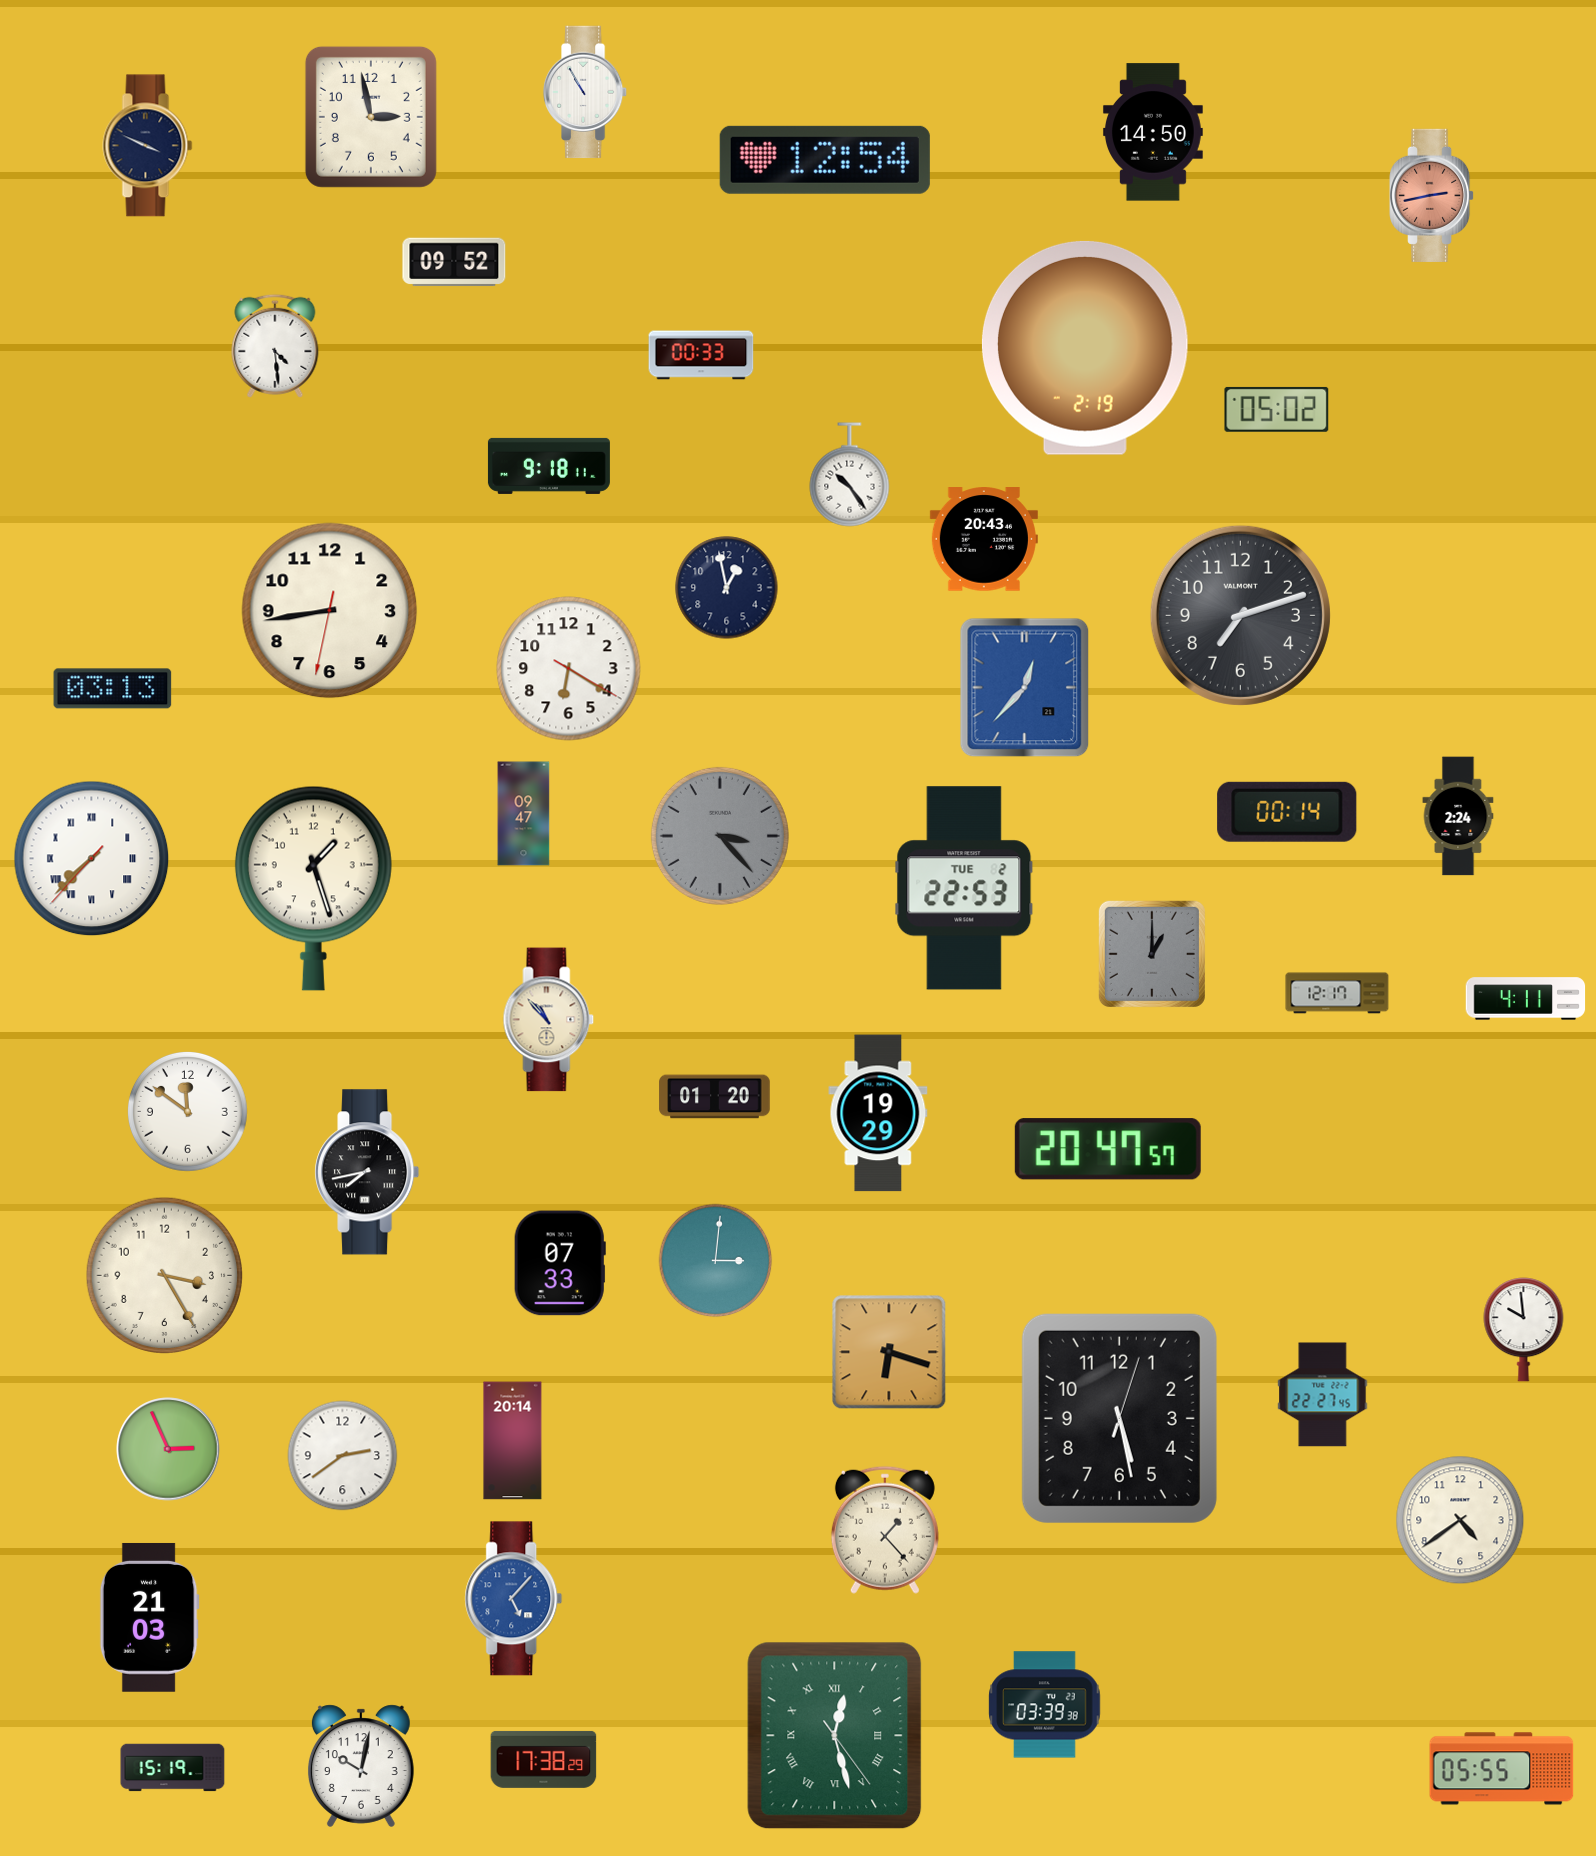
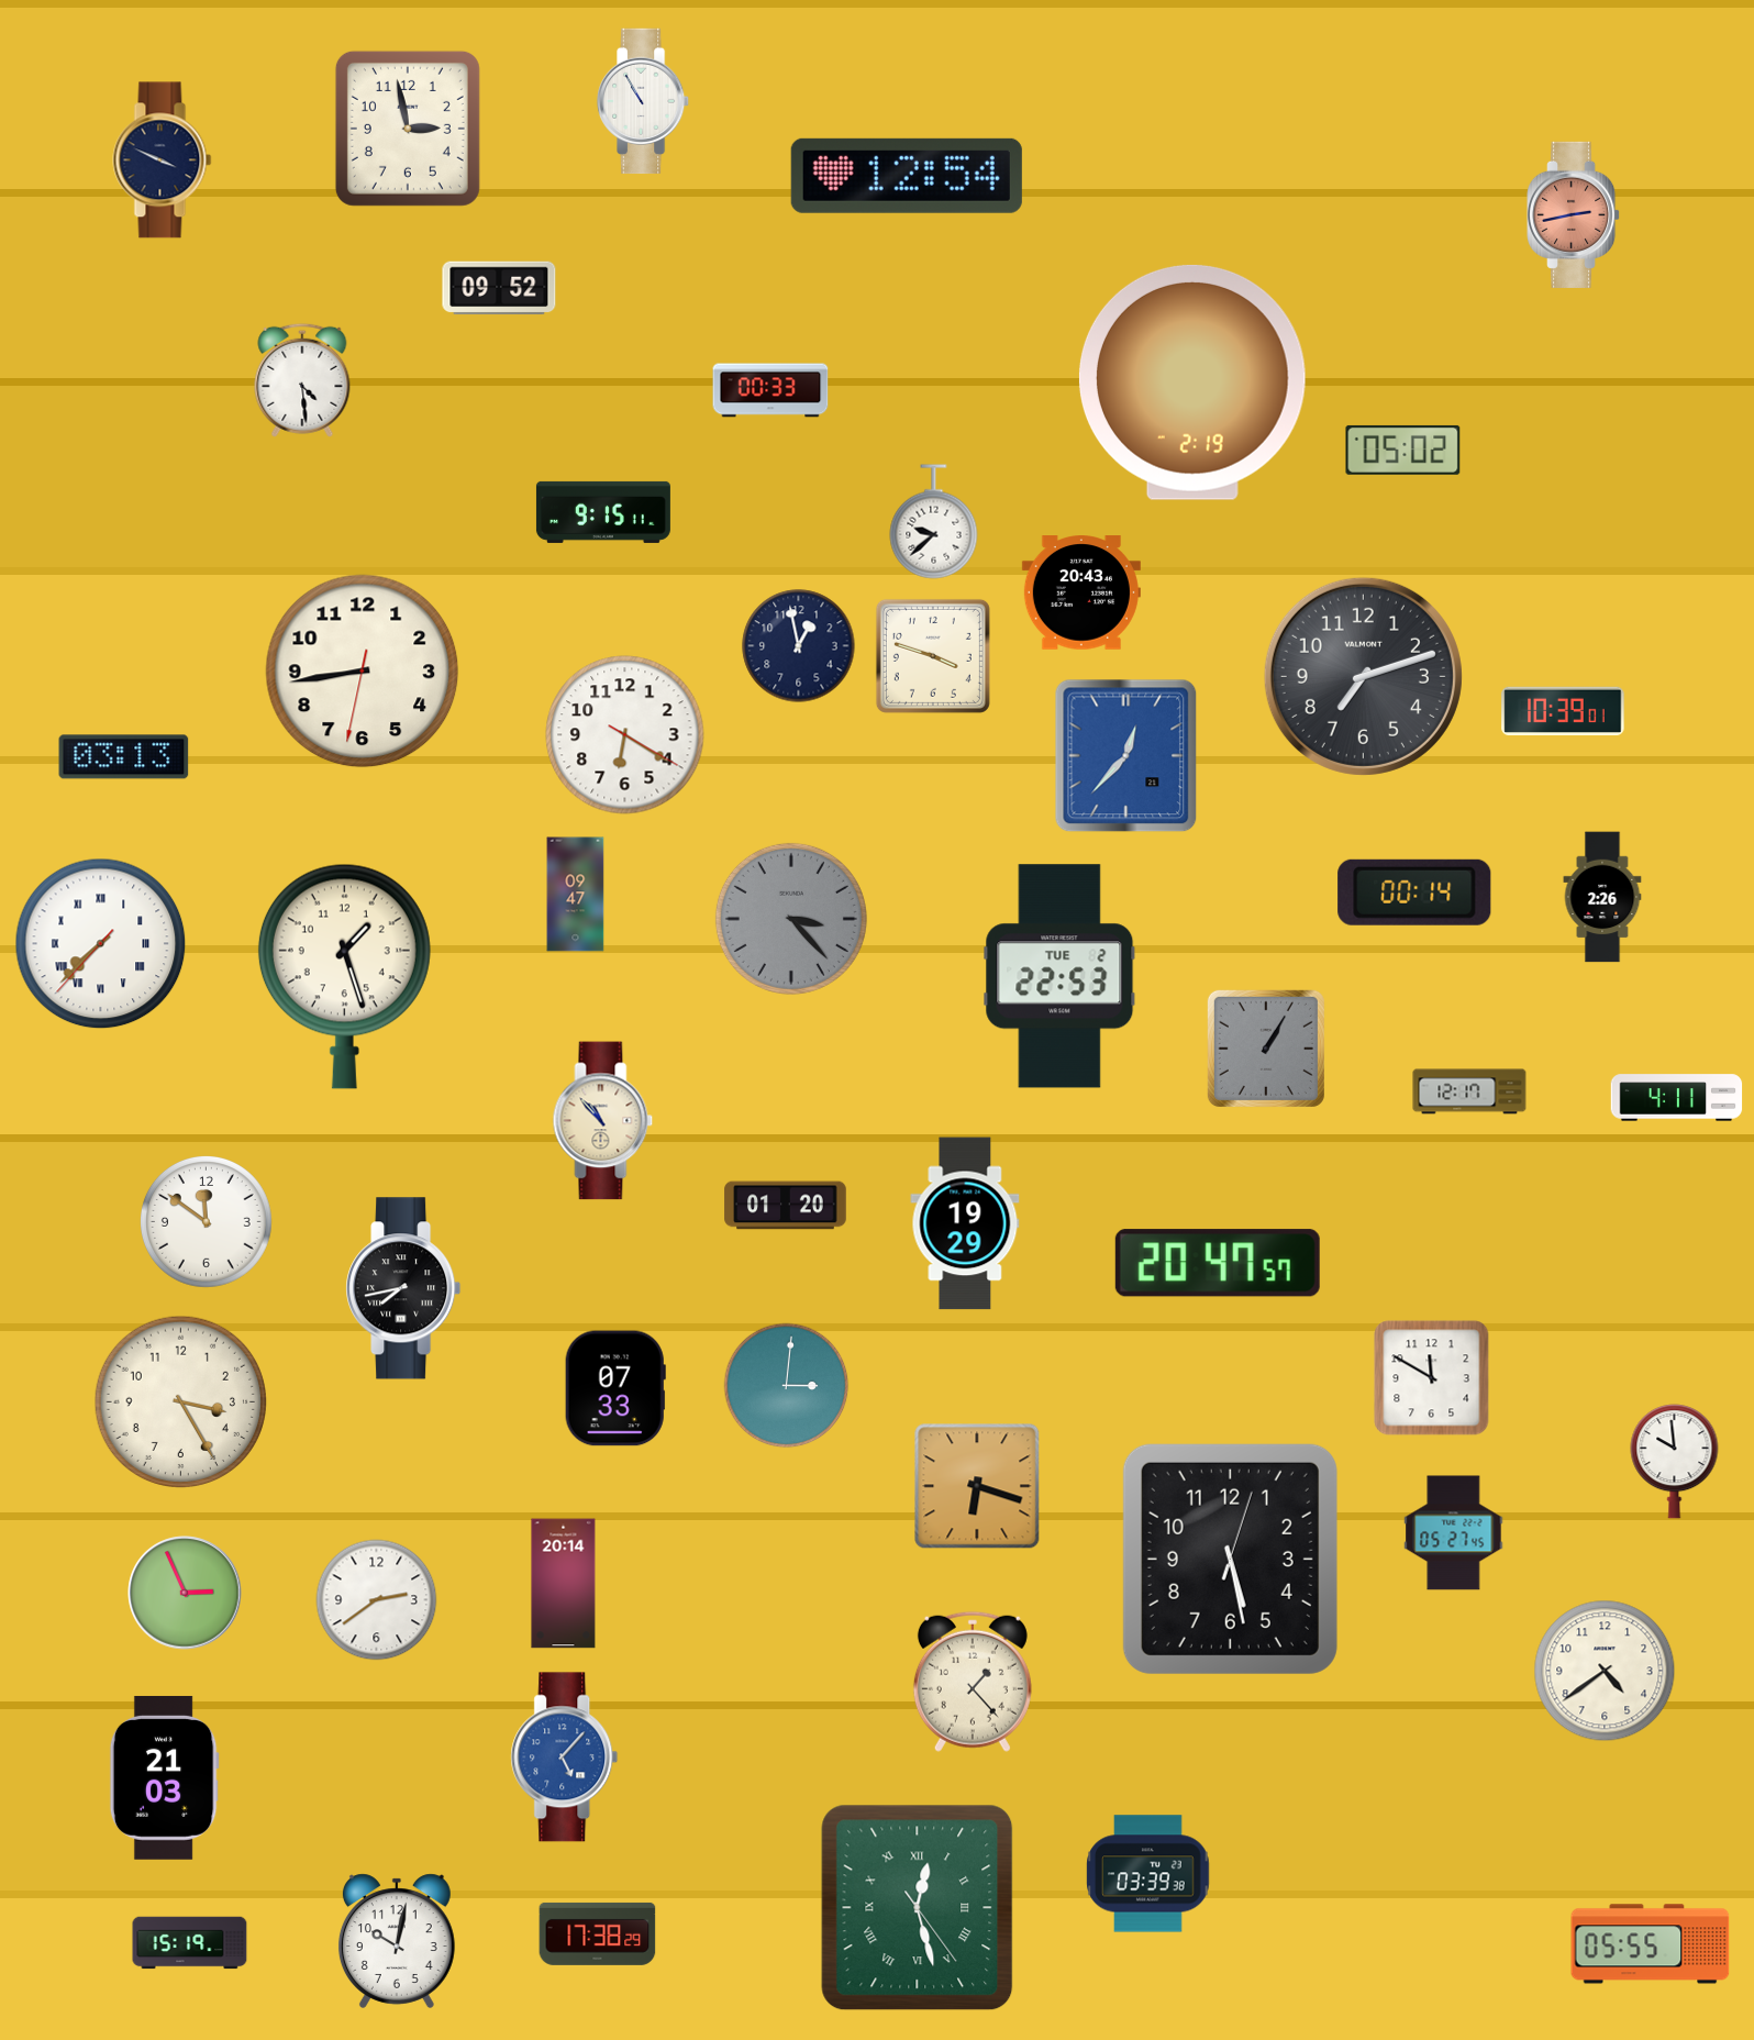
clock at (1153, 132): 14:50 -> none
clock at (549, 466): 9:18 -> 9:15
clock at (850, 475): 10:24 -> 9:38
clock at (933, 656): none -> 3:48
clock at (1563, 711): none -> 10:39
clock at (1458, 816): 2:24 -> 2:26
clock at (1152, 954): 1:00 -> 1:05
clock at (1432, 1378): none -> 11:50
clock at (1323, 1395): 22:27 -> 05:27
